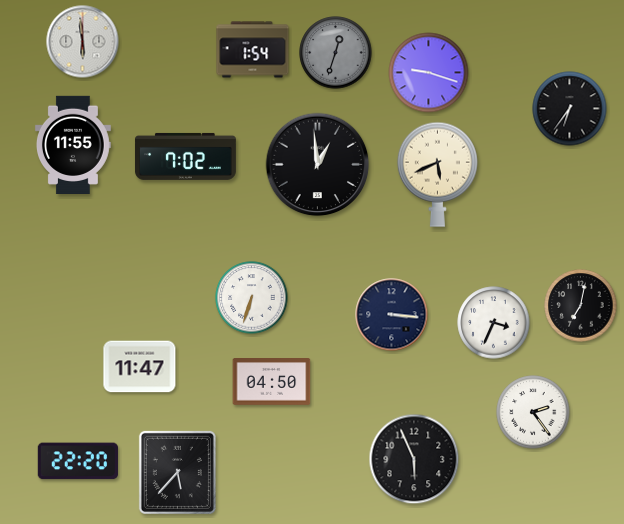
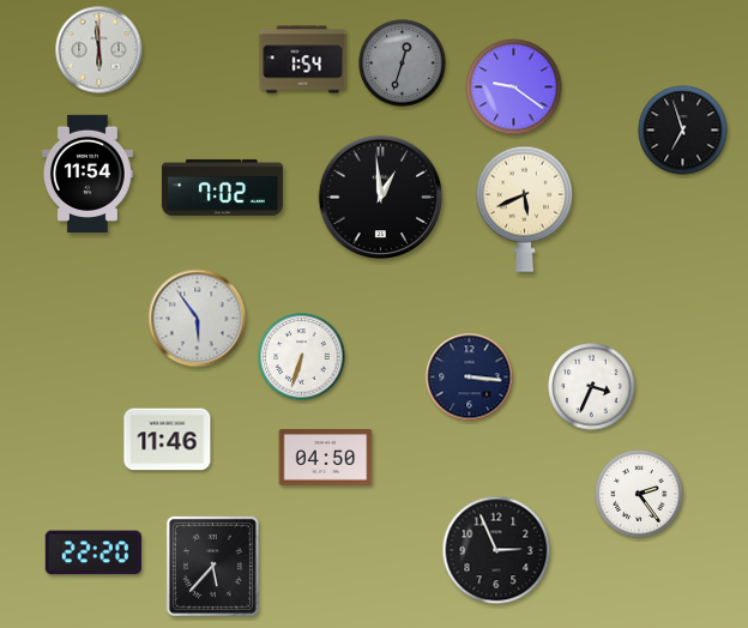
clock at (429, 73): 9:18 -> 9:21
clock at (570, 109): 6:36 -> 6:57
clock at (73, 144): 11:55 -> 11:54
clock at (198, 319): none -> 5:54
clock at (581, 306): 7:02 -> none
clock at (140, 367): 11:47 -> 11:46
clock at (414, 459): 5:56 -> 2:56
